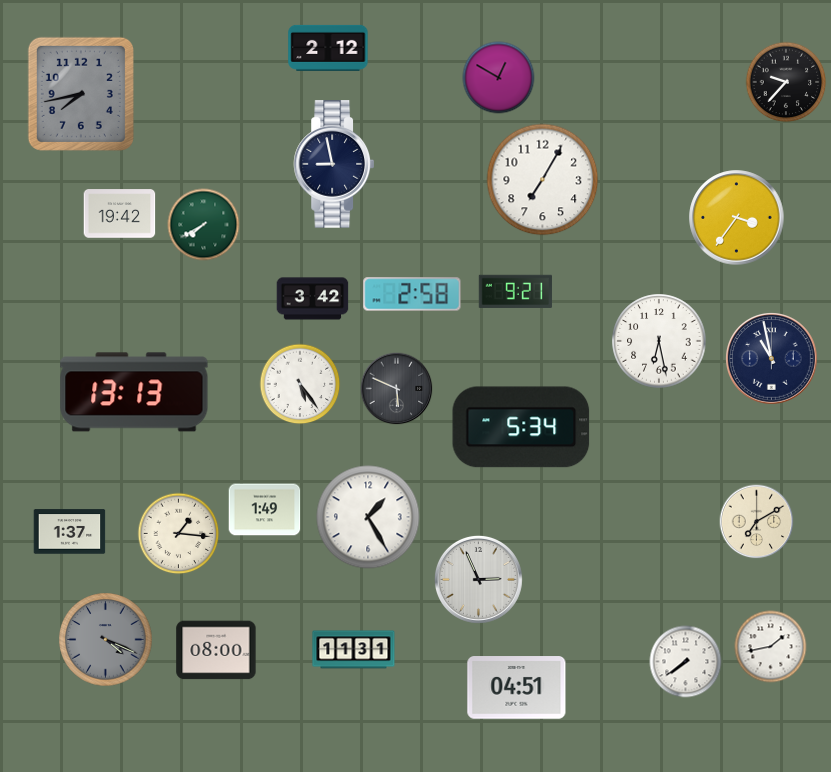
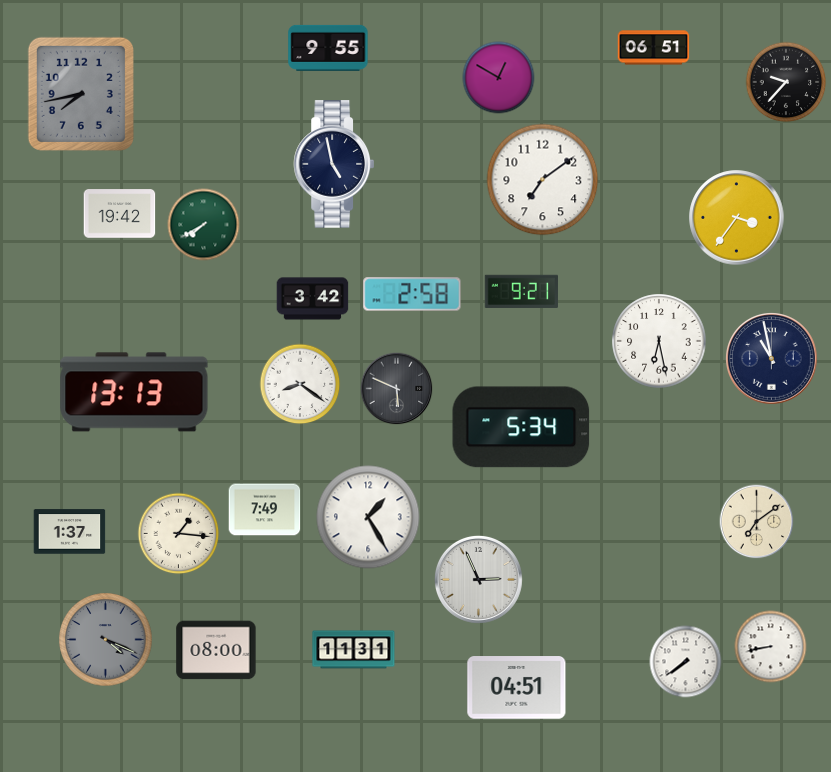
clock at (328, 48): 2:12 -> 9:55
clock at (654, 48): none -> 06:51
clock at (333, 164): 8:58 -> 4:58
clock at (543, 180): 7:05 -> 7:09
clock at (515, 291) position: (515, 291) -> (521, 291)
clock at (300, 384): 5:24 -> 8:21
clock at (265, 510): 1:49 -> 7:49
clock at (757, 522): 7:10 -> 7:09
clock at (771, 647): 1:43 -> 8:43
